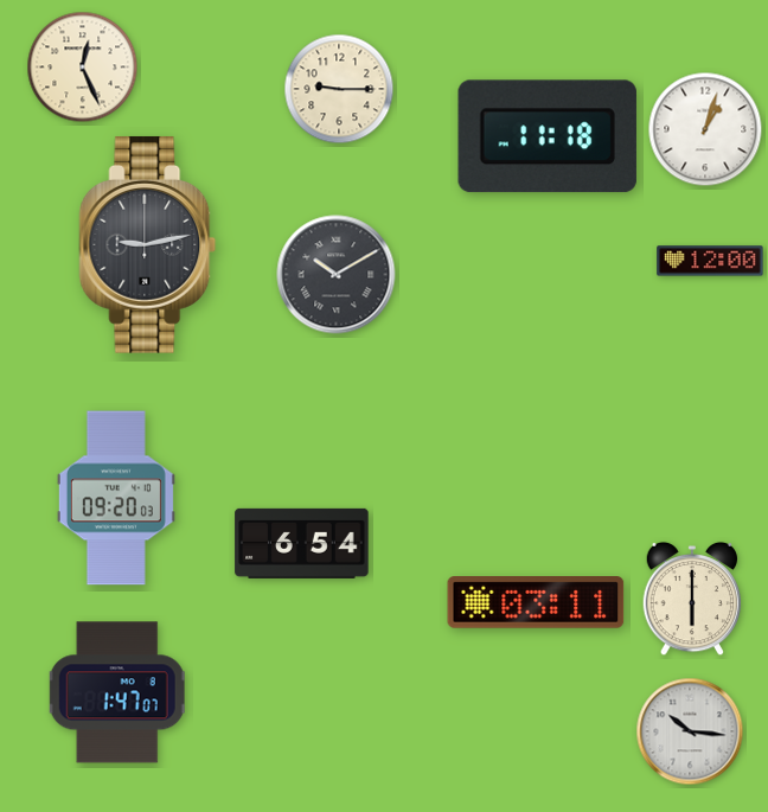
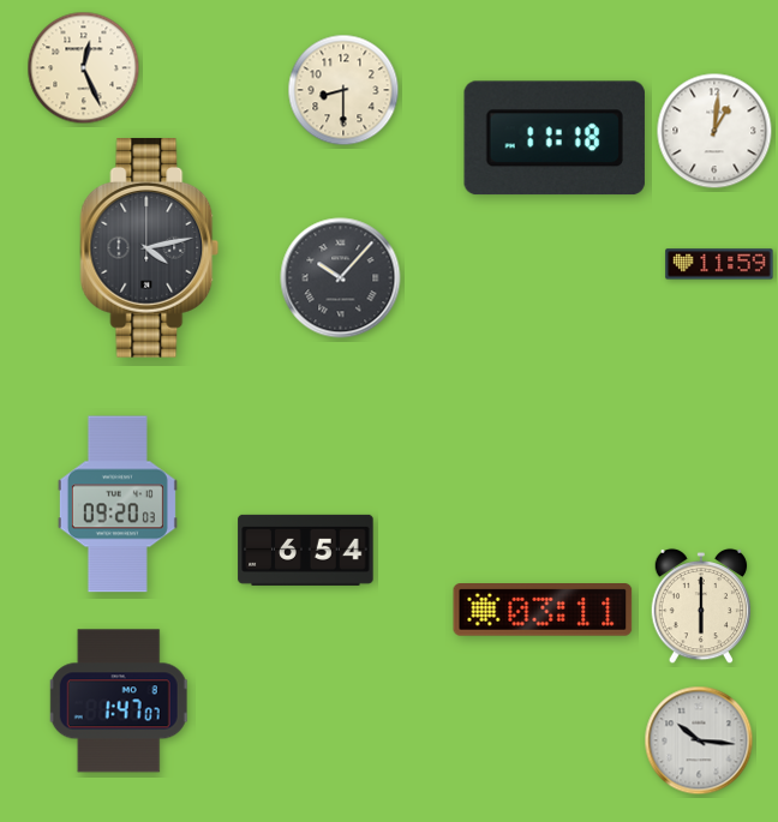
clock at (339, 89): 9:15 -> 8:30
clock at (705, 129): 1:03 -> 1:01
clock at (148, 244): 9:13 -> 4:13
clock at (710, 261): 12:00 -> 11:59
clock at (337, 275): 10:10 -> 10:07
